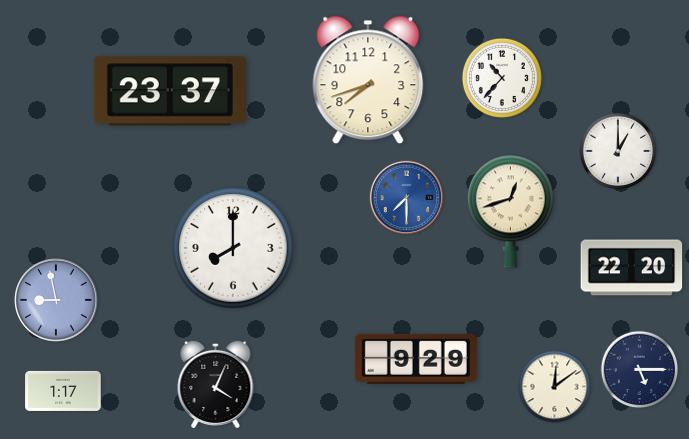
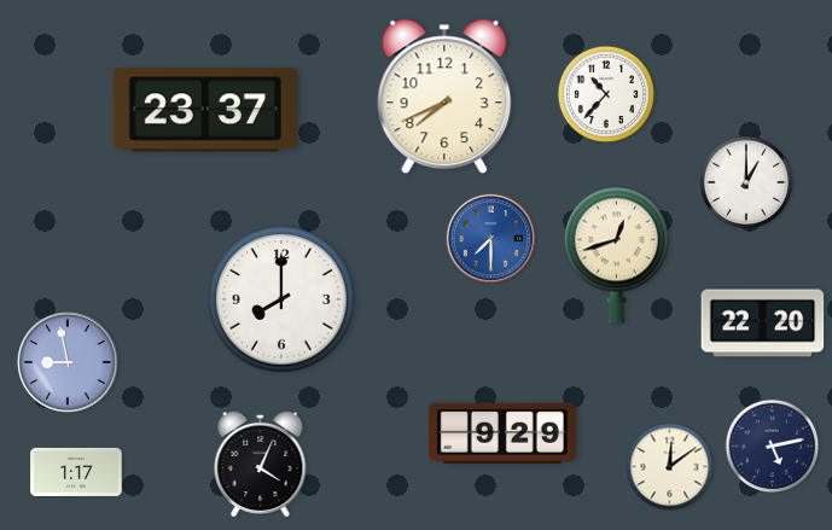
clock at (368, 80): 7:42 -> 7:41
clock at (640, 370): 5:15 -> 5:13
